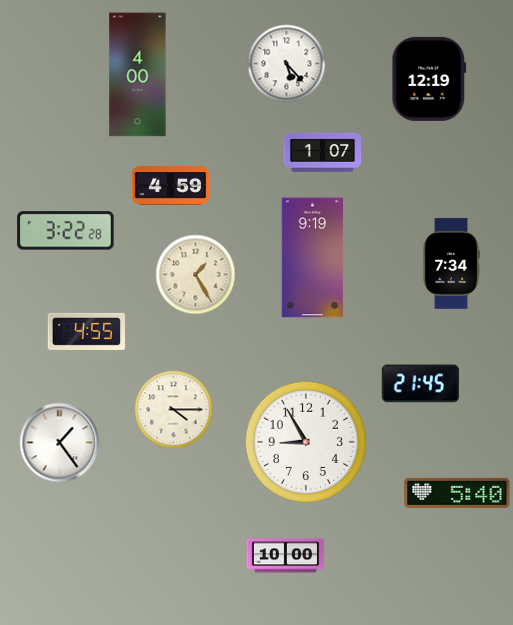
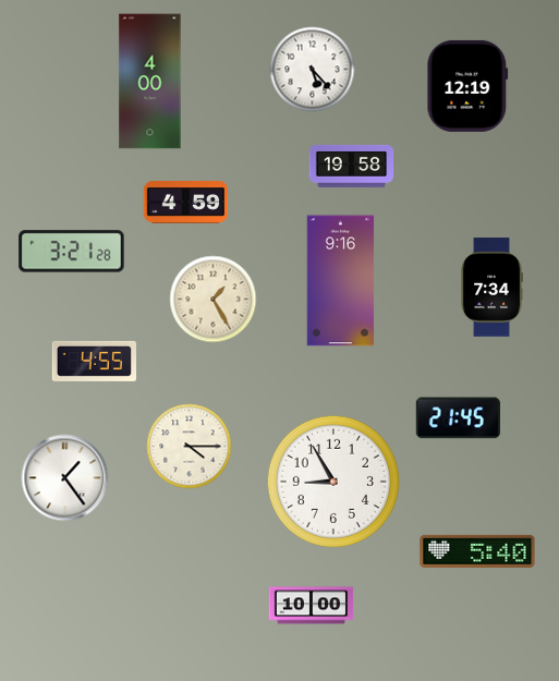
clock at (322, 152): 1:07 -> 19:58
clock at (66, 231): 3:22 -> 3:21
clock at (313, 258): 9:19 -> 9:16
clock at (59, 442) position: (59, 442) -> (64, 477)
clock at (457, 493) position: (457, 493) -> (477, 551)
